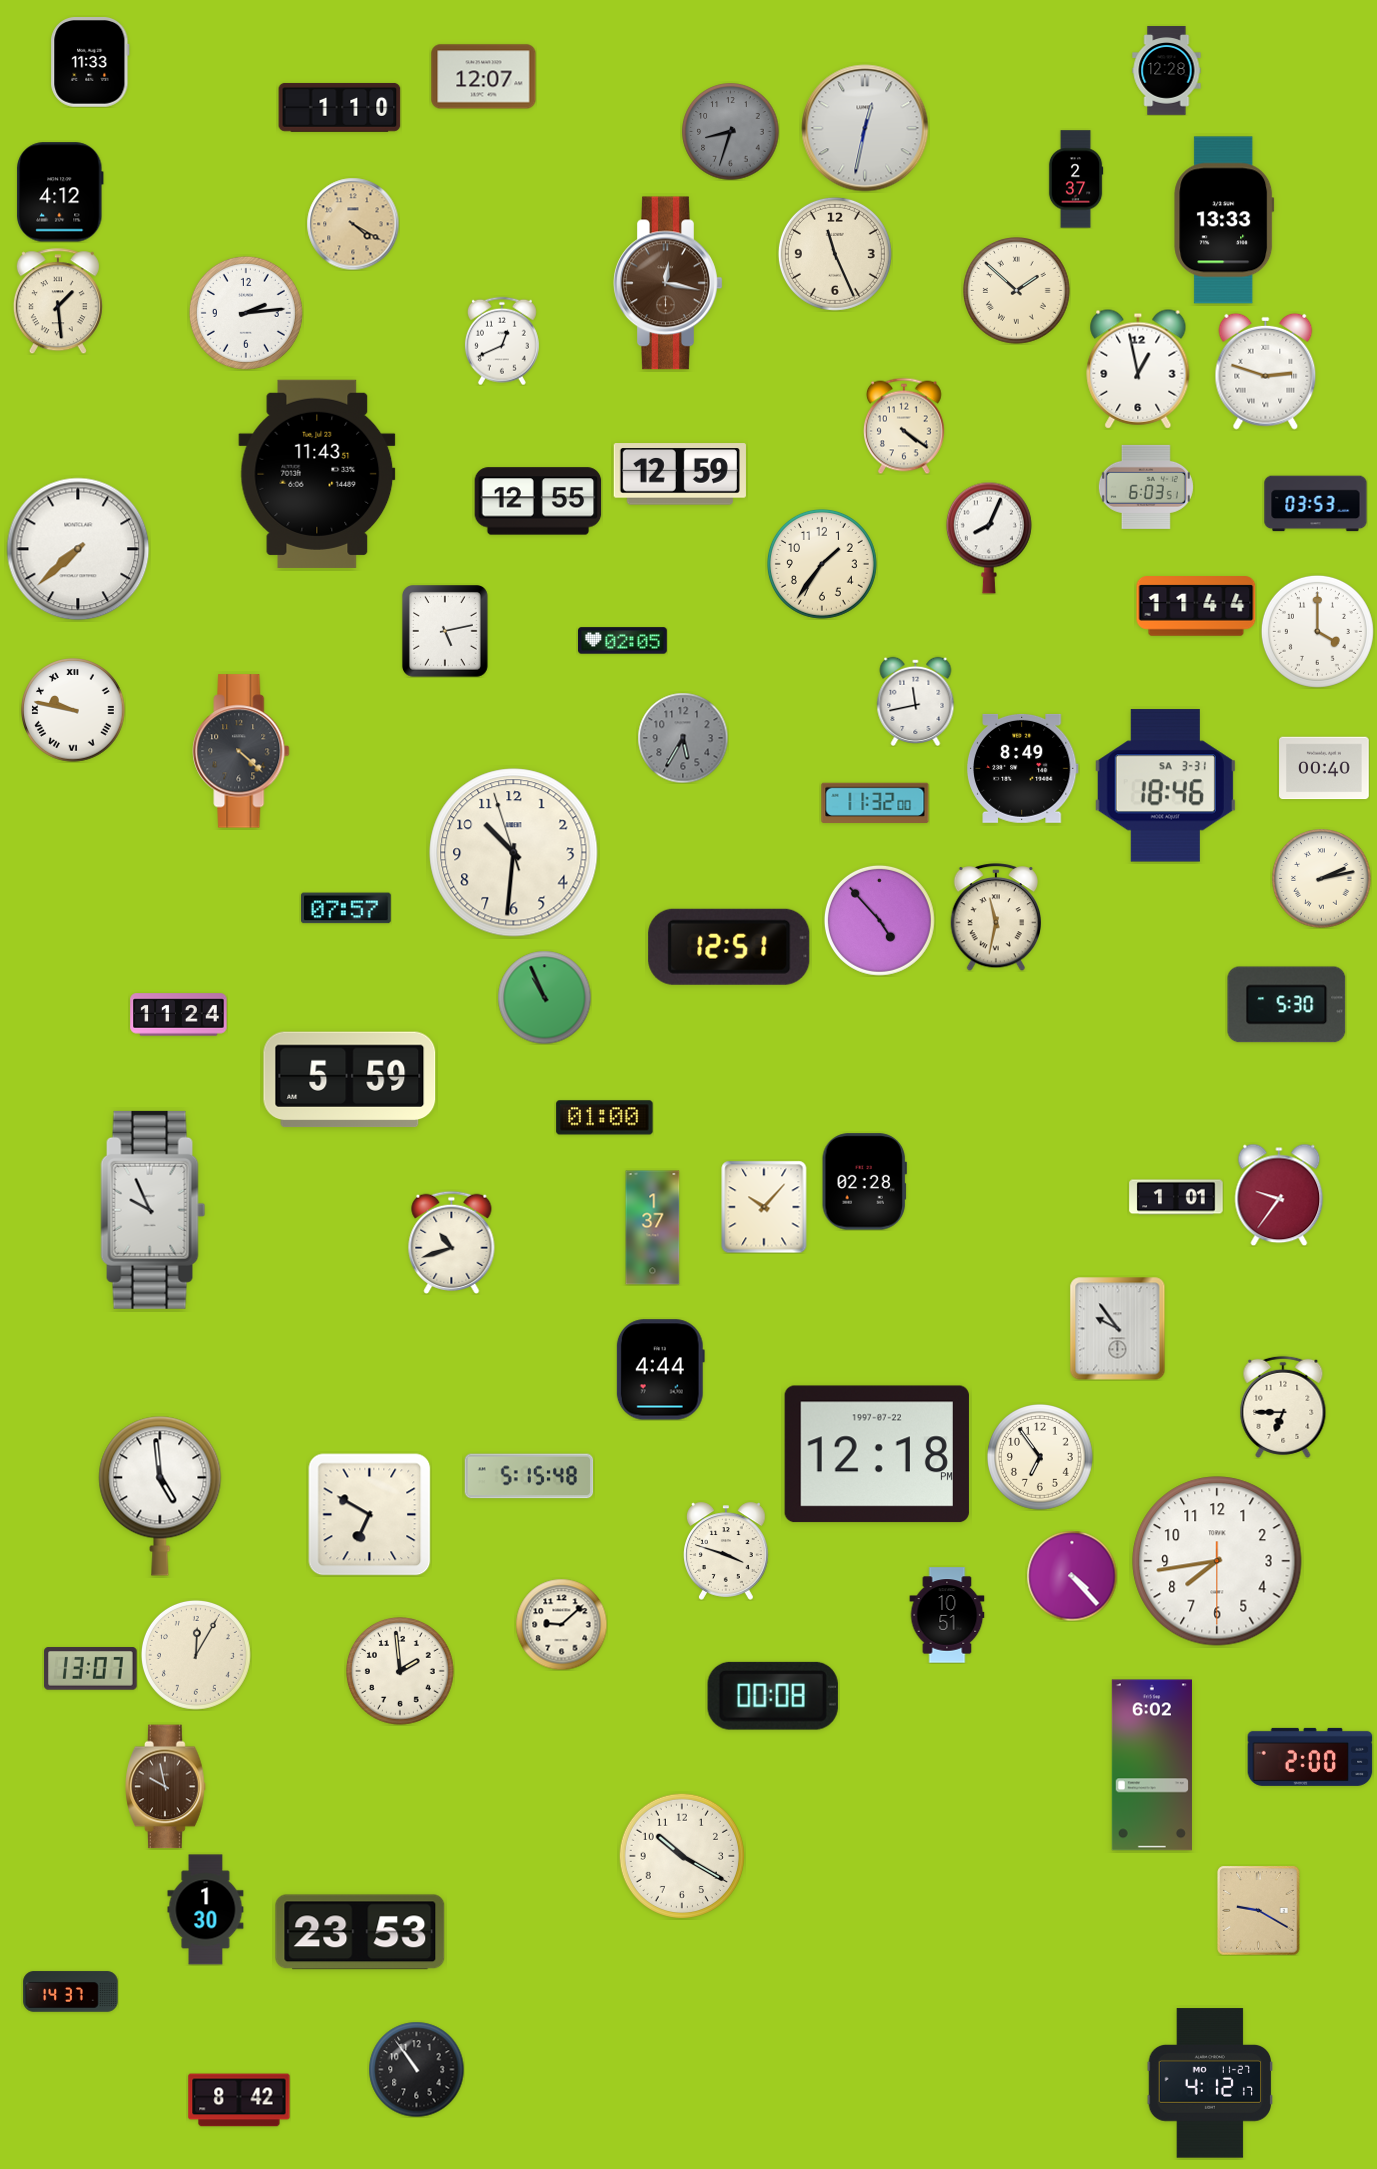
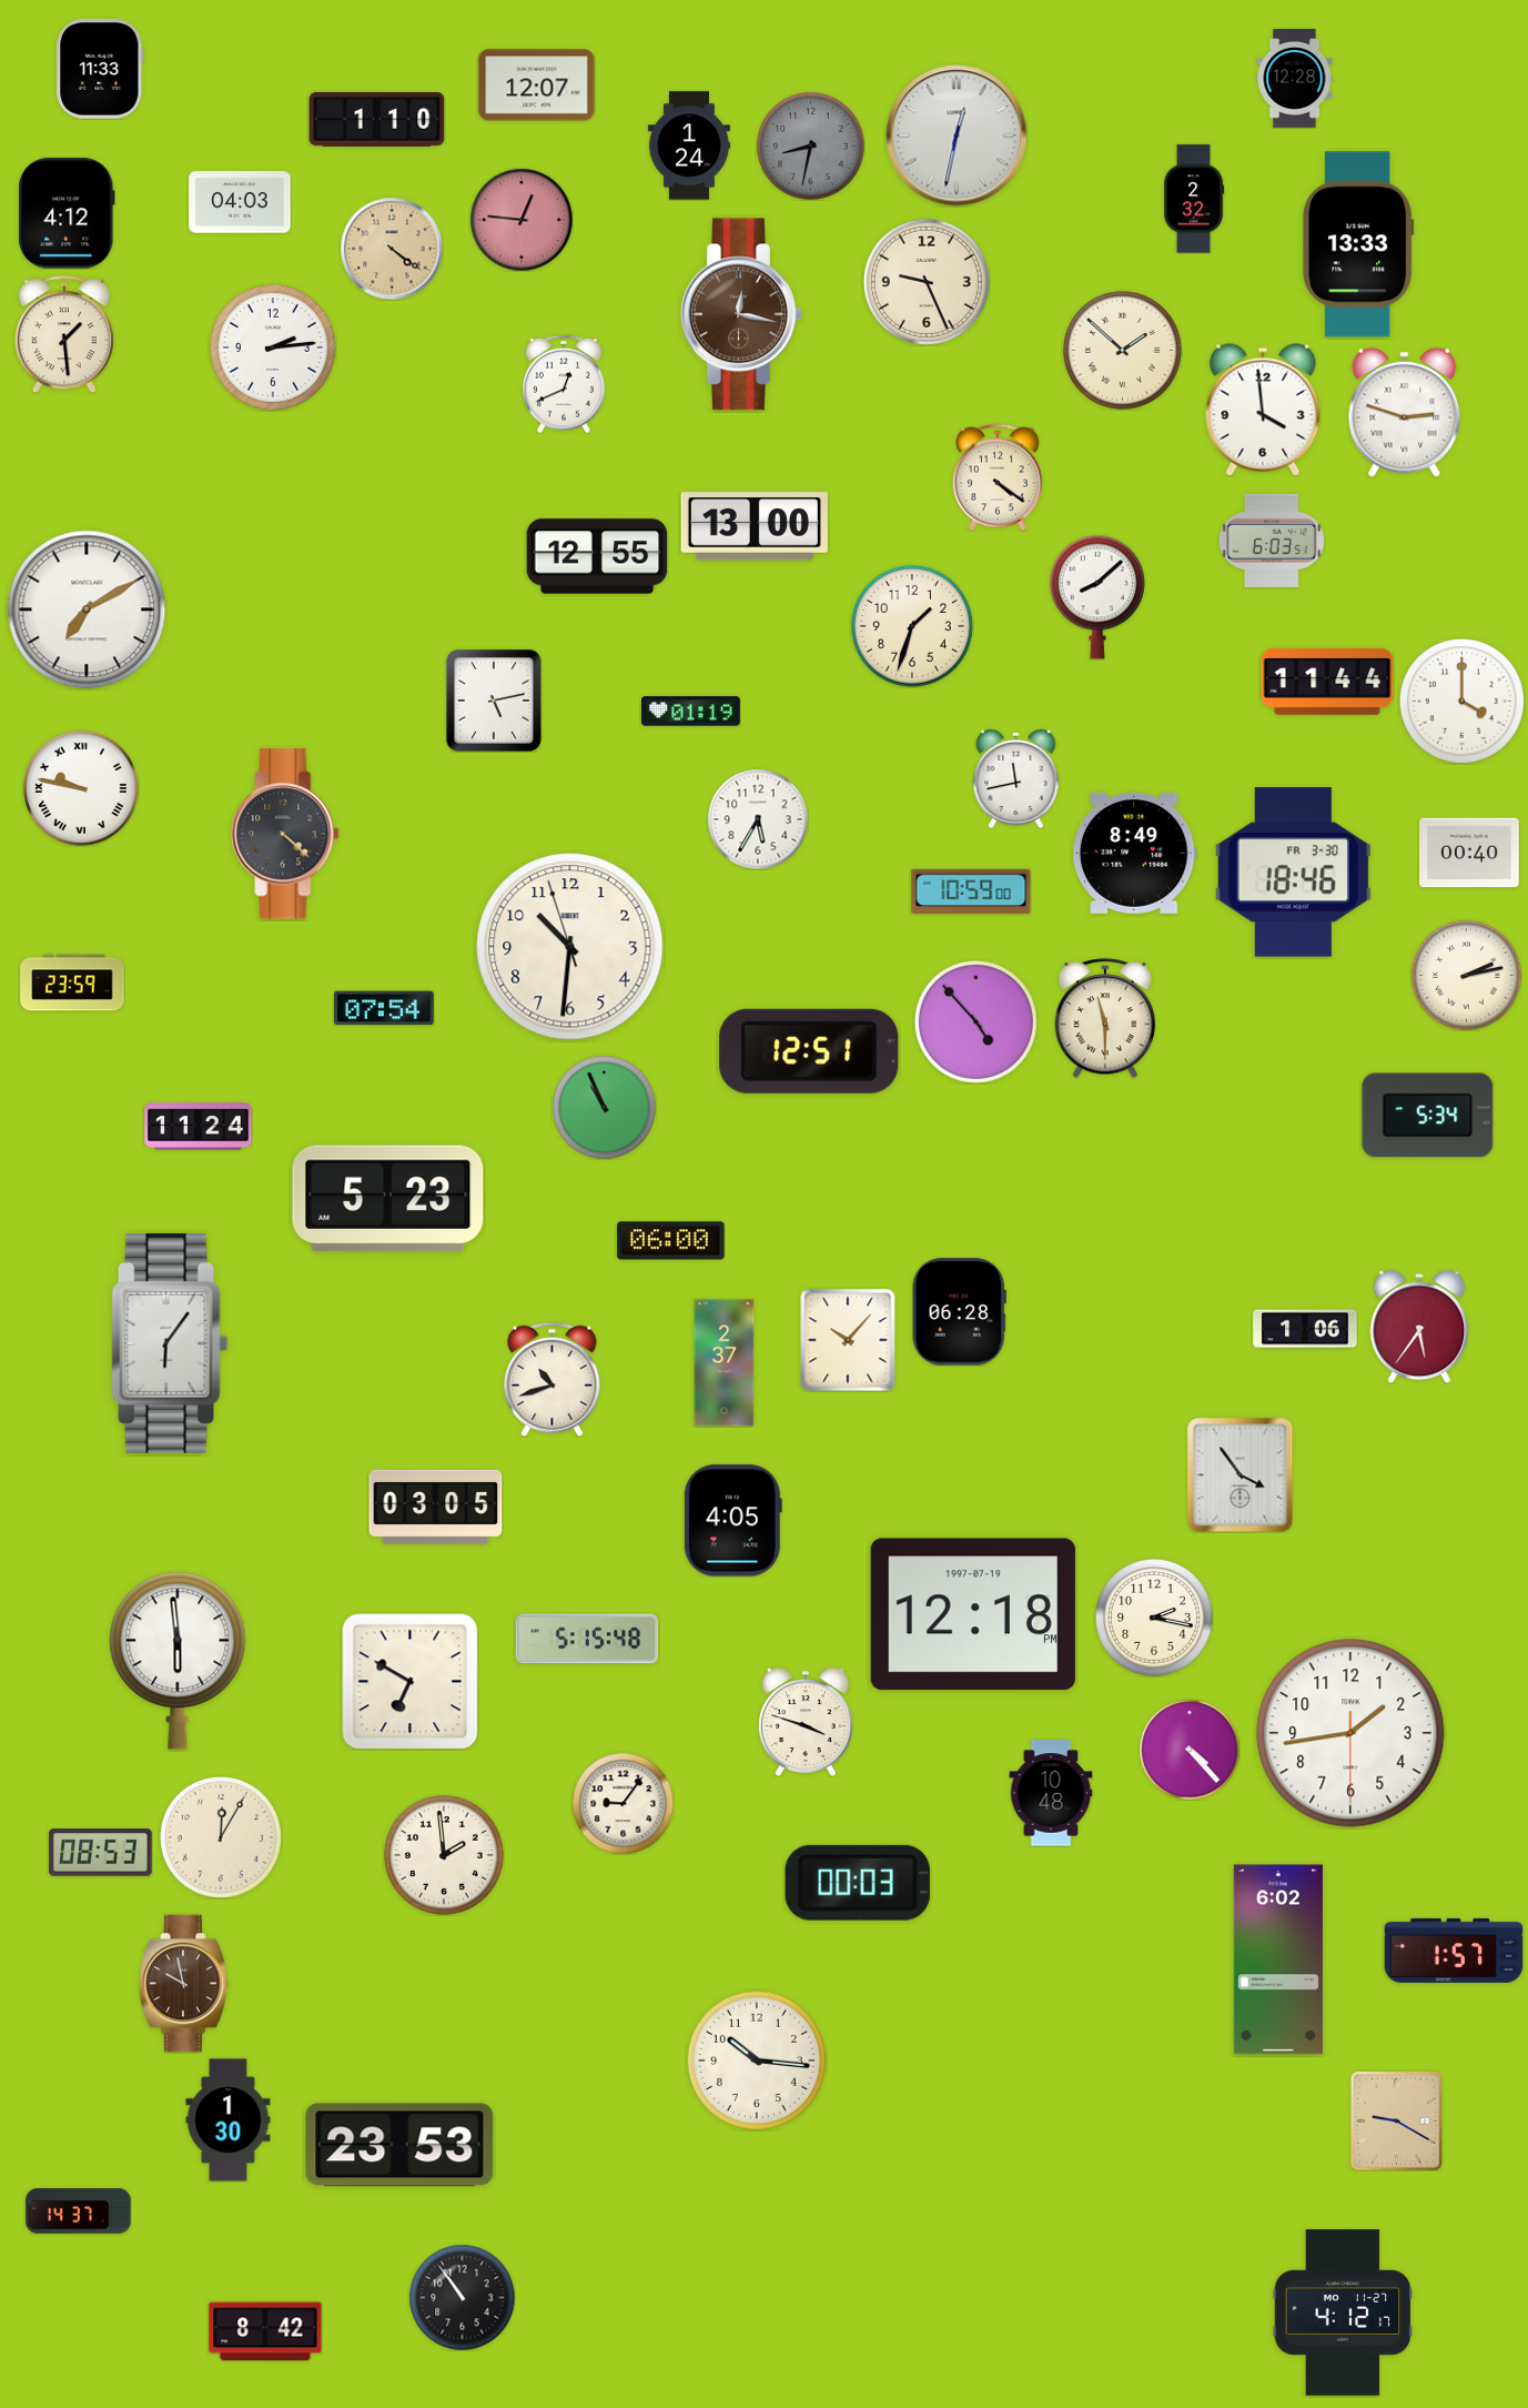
clock at (865, 128) position: (865, 128) -> (957, 135)
clock at (689, 145): none -> 1:24
clock at (731, 132): 8:33 -> 8:32
clock at (1076, 179): 2:37 -> 2:32
clock at (240, 202): none -> 04:03
clock at (522, 220): none -> 12:46
clock at (353, 224): 4:20 -> 4:21
clock at (835, 254): 11:26 -> 9:26
clock at (1017, 291) position: (1017, 291) -> (1123, 351)
clock at (502, 341) position: (502, 341) -> (564, 384)
clock at (1138, 369): 12:58 -> 3:59
clock at (905, 426) position: (905, 426) -> (999, 477)
clock at (317, 474): 11:43 -> none
clock at (680, 474): 12:59 -> 13:00
clock at (1316, 504): 03:53 -> none
clock at (989, 538): 8:04 -> 8:08
clock at (78, 549): 7:38 -> 7:10
clock at (822, 564): 1:36 -> 1:33
clock at (1196, 606) position: (1196, 606) -> (1327, 682)
clock at (623, 641): 02:05 -> 01:19
clock at (683, 738) dial: grey -> white
clock at (241, 751) position: (241, 751) -> (285, 834)
clock at (1165, 786) date: SA 3-31 -> FR 3-30
clock at (875, 802): 11:32 -> 10:59
clock at (72, 983): none -> 23:59
clock at (347, 908): 07:57 -> 07:54
clock at (996, 917): 11:32 -> 11:30
clock at (1287, 1005): 5:30 -> 5:34
clock at (350, 1080): 5:59 -> 5:23
clock at (605, 1118): 01:00 -> 06:00
clock at (864, 1182): 02:28 -> 06:28
clock at (1279, 1195): 9:36 -> 5:36
clock at (1176, 1197): 1:01 -> 1:06
clock at (153, 1210): 9:56 -> 6:06
clock at (653, 1228): 1:37 -> 2:37
clock at (452, 1242) position: (452, 1242) -> (553, 1379)
clock at (1118, 1329): 9:54 -> 3:54
clock at (436, 1507): none -> 03:05
clock at (660, 1370): 4:44 -> 4:05
clock at (1283, 1407): 6:45 -> none
clock at (877, 1454) date: 1997-07-22 -> 1997-07-19
clock at (1041, 1458): 6:54 -> 2:17
clock at (160, 1496): 4:59 -> 5:59
clock at (1217, 1561): 7:43 -> 1:43
clock at (947, 1615): 10:51 -> 10:48
clock at (561, 1624): 9:08 -> 9:06
clock at (196, 1655) position: (196, 1655) -> (221, 1837)
clock at (91, 1669): 13:07 -> 08:53
clock at (773, 1696): 00:08 -> 00:03
clock at (1310, 1757): 2:00 -> 1:57
clock at (681, 1855): 10:20 -> 10:16
